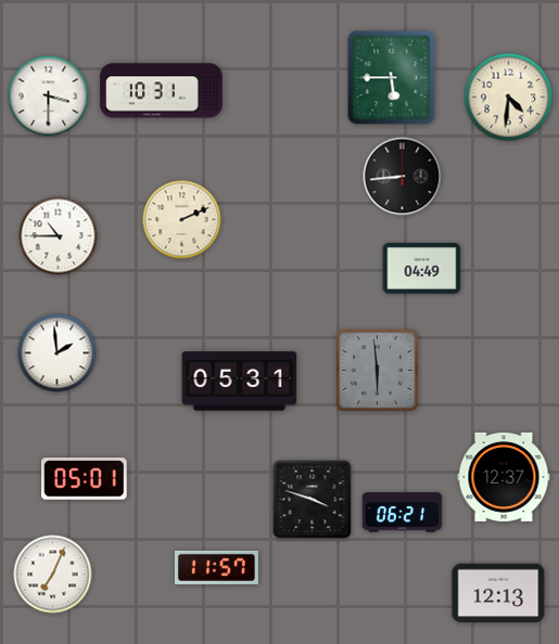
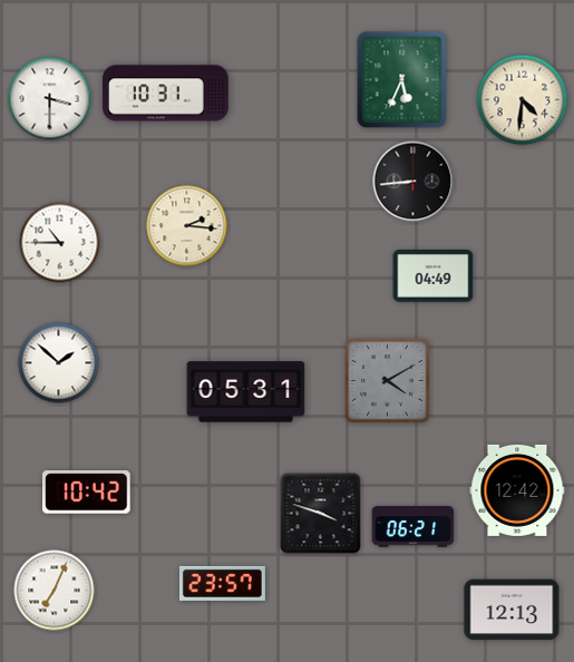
clock at (392, 78): 5:45 -> 5:34
clock at (182, 220): 2:11 -> 2:16
clock at (58, 353): 1:59 -> 1:52
clock at (378, 371): 5:59 -> 4:10
clock at (504, 477): 12:37 -> 12:42
clock at (85, 479): 05:01 -> 10:42
clock at (216, 567): 11:57 -> 23:57
